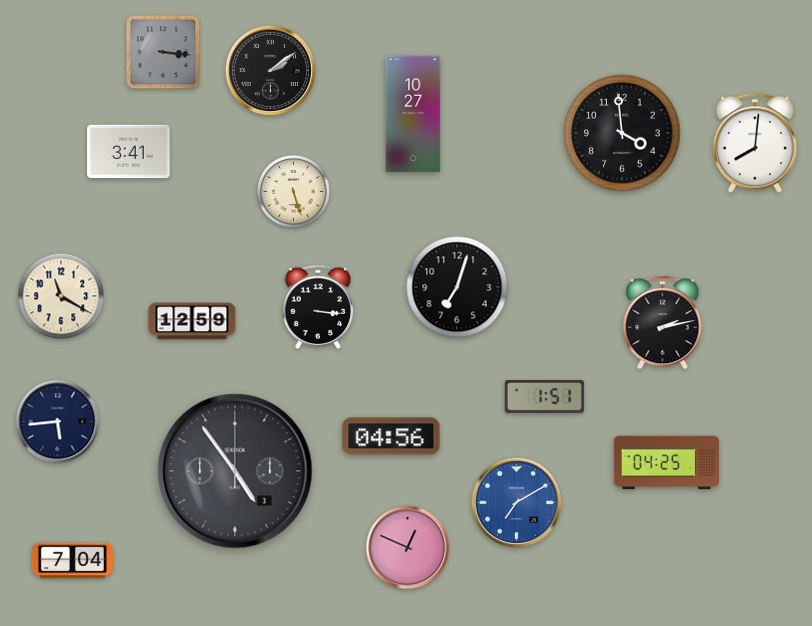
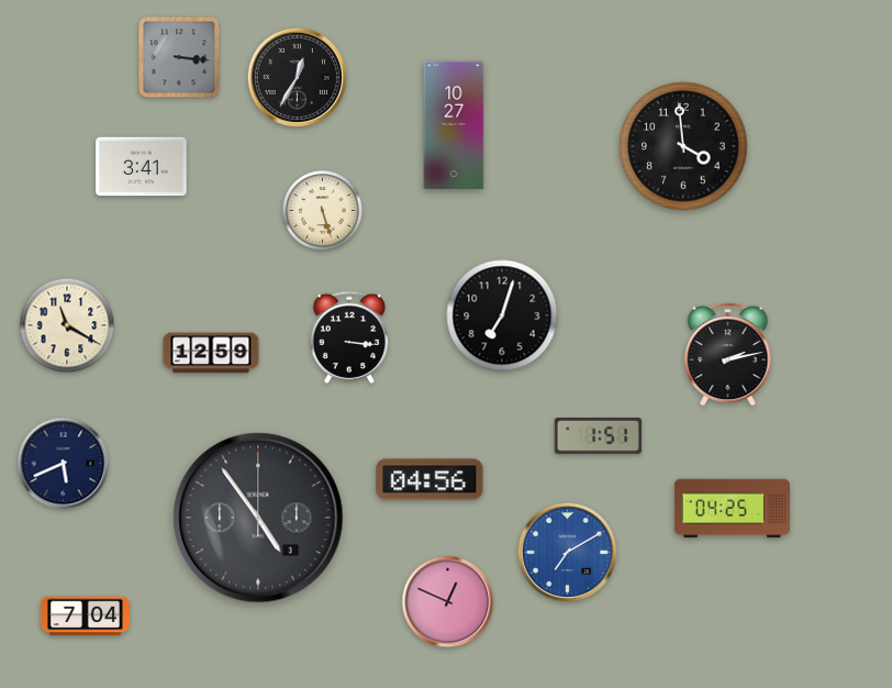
clock at (270, 70): 2:09 -> 12:35
clock at (755, 143): 8:01 -> none
clock at (58, 422): 5:44 -> 5:41
clock at (72, 561) position: (72, 561) -> (85, 617)
